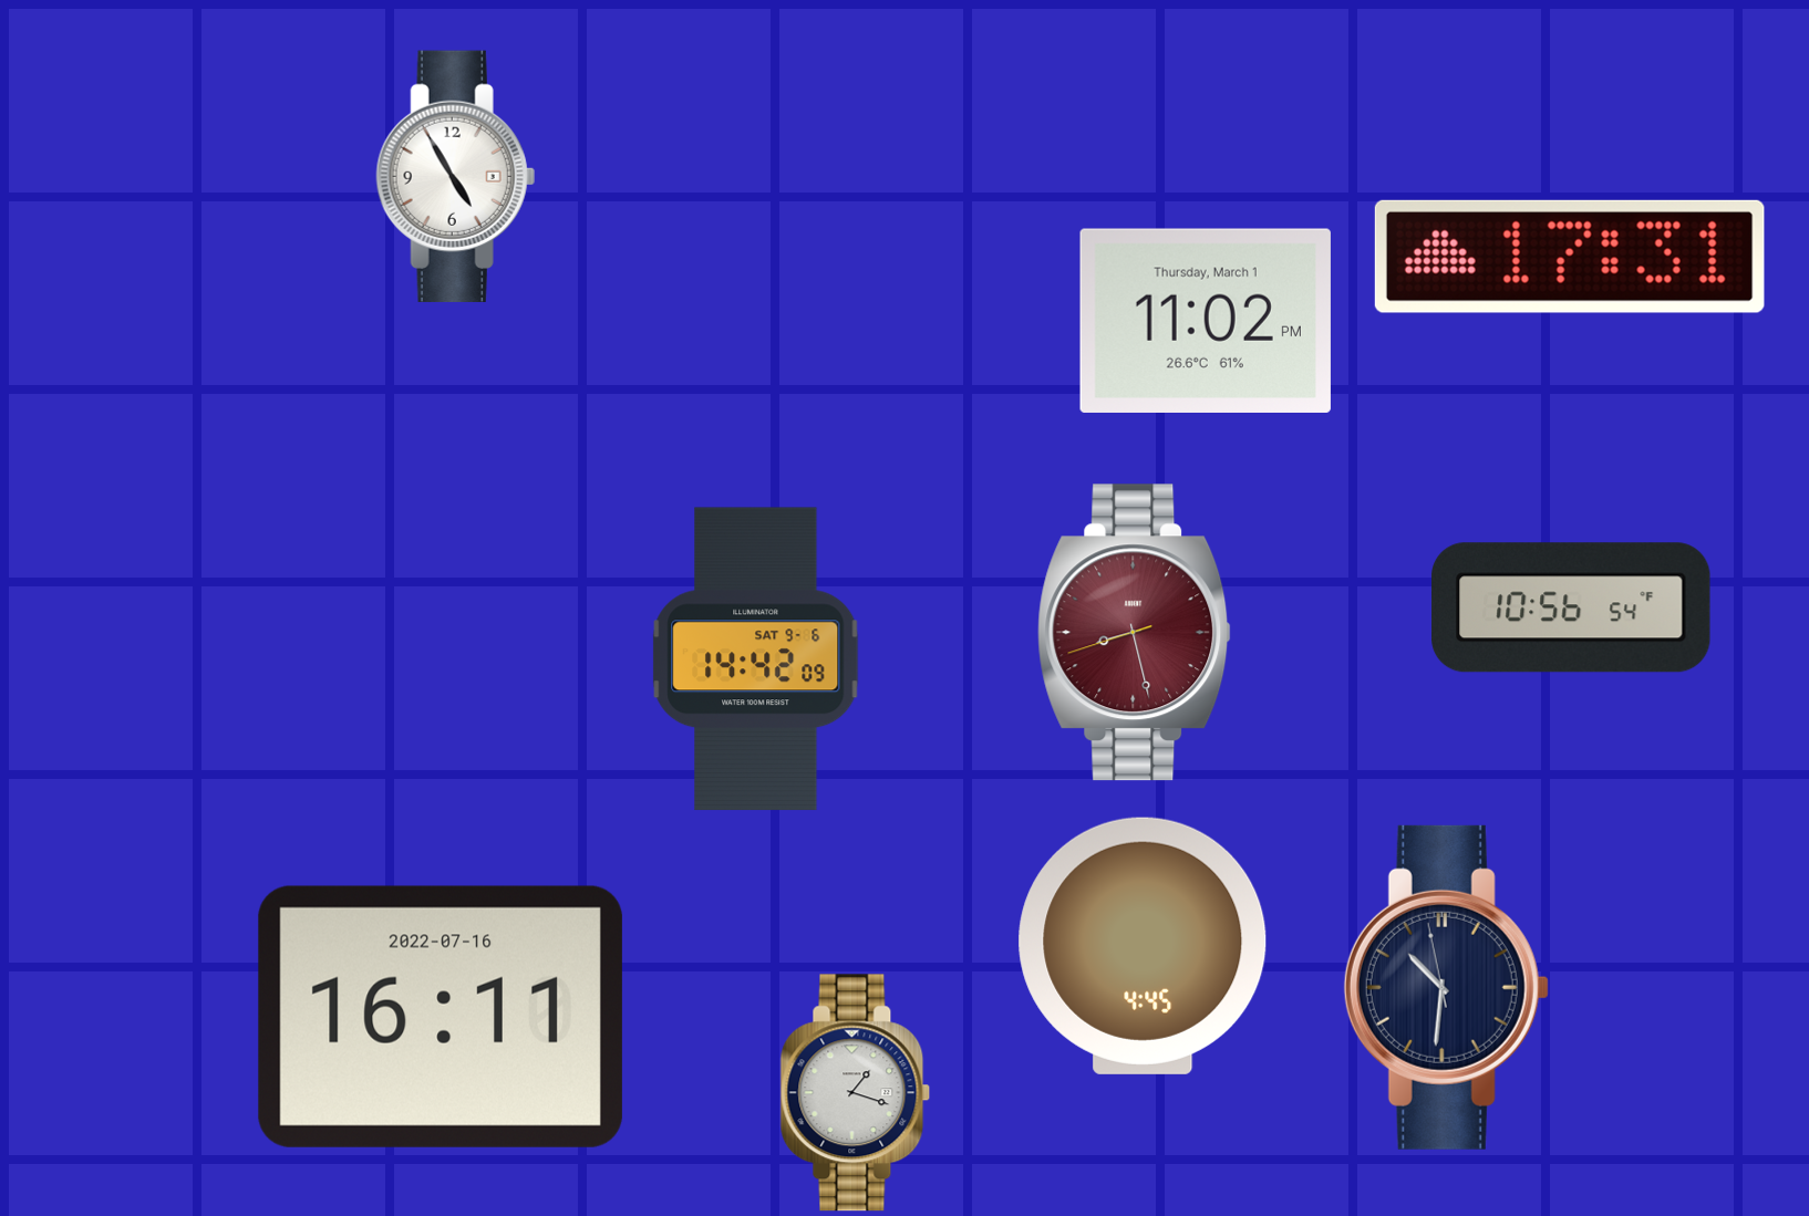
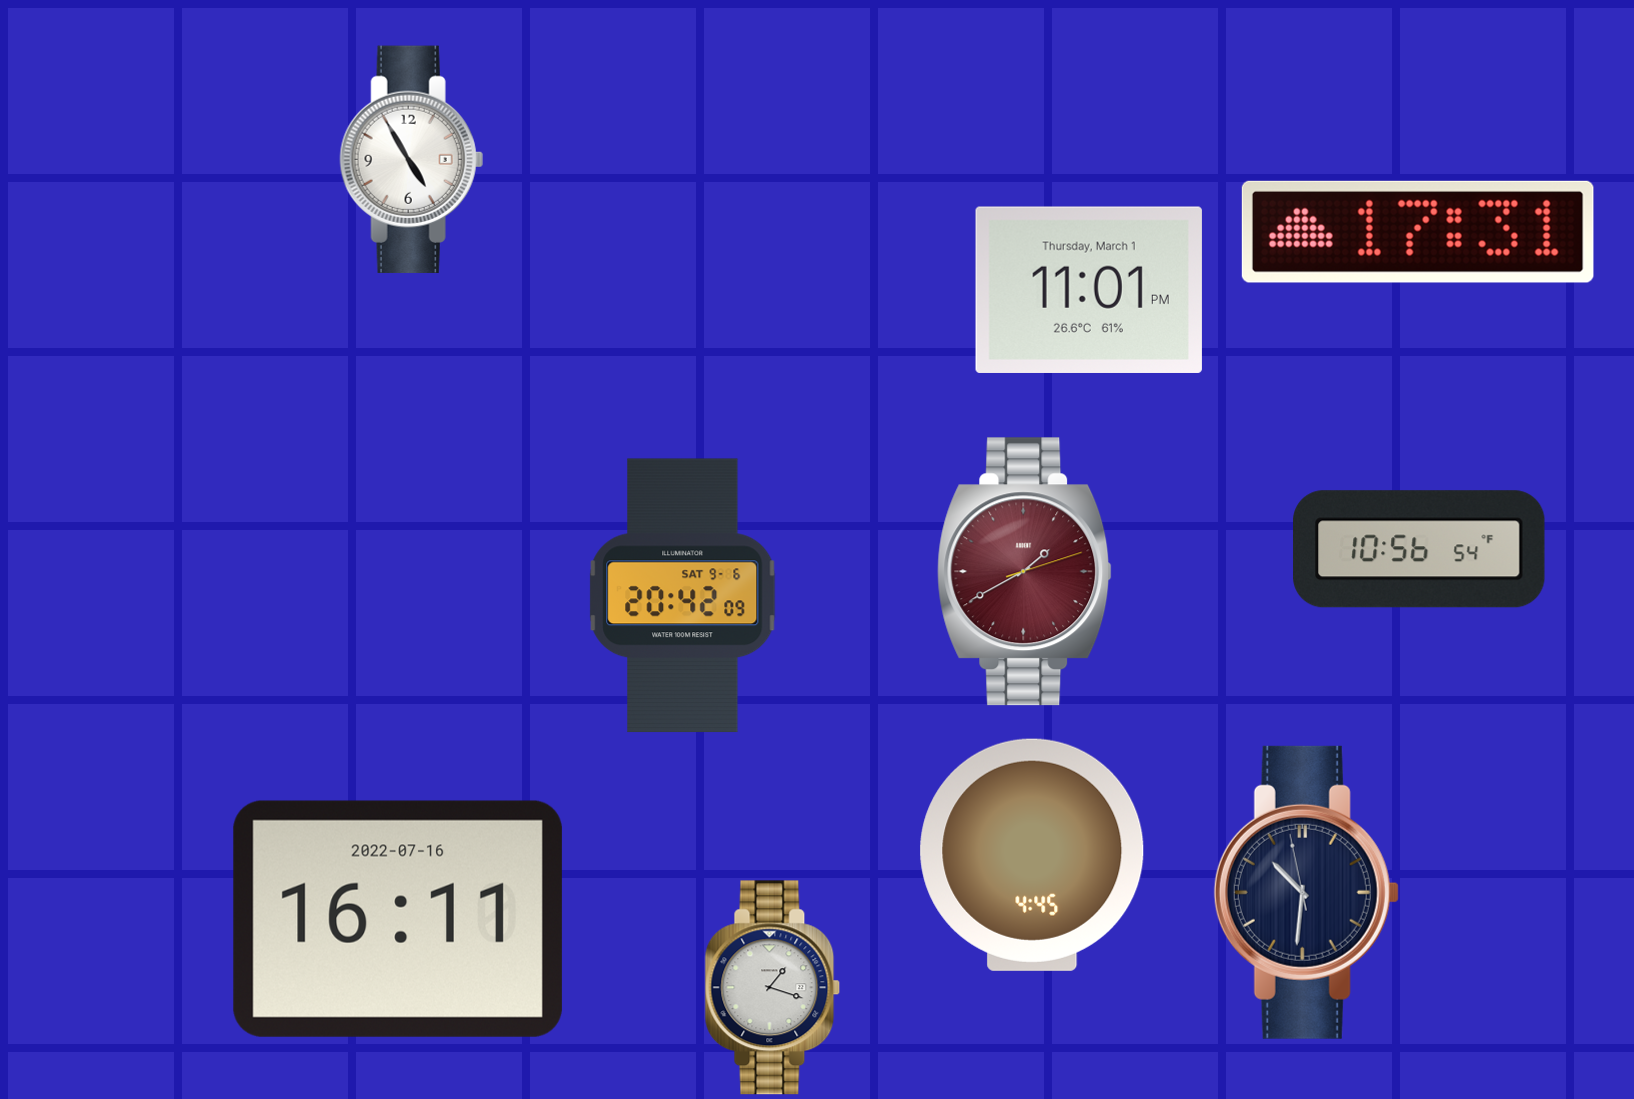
clock at (1206, 321): 11:02 -> 11:01
clock at (1135, 633): 8:27 -> 1:40
clock at (756, 659): 14:42 -> 20:42
